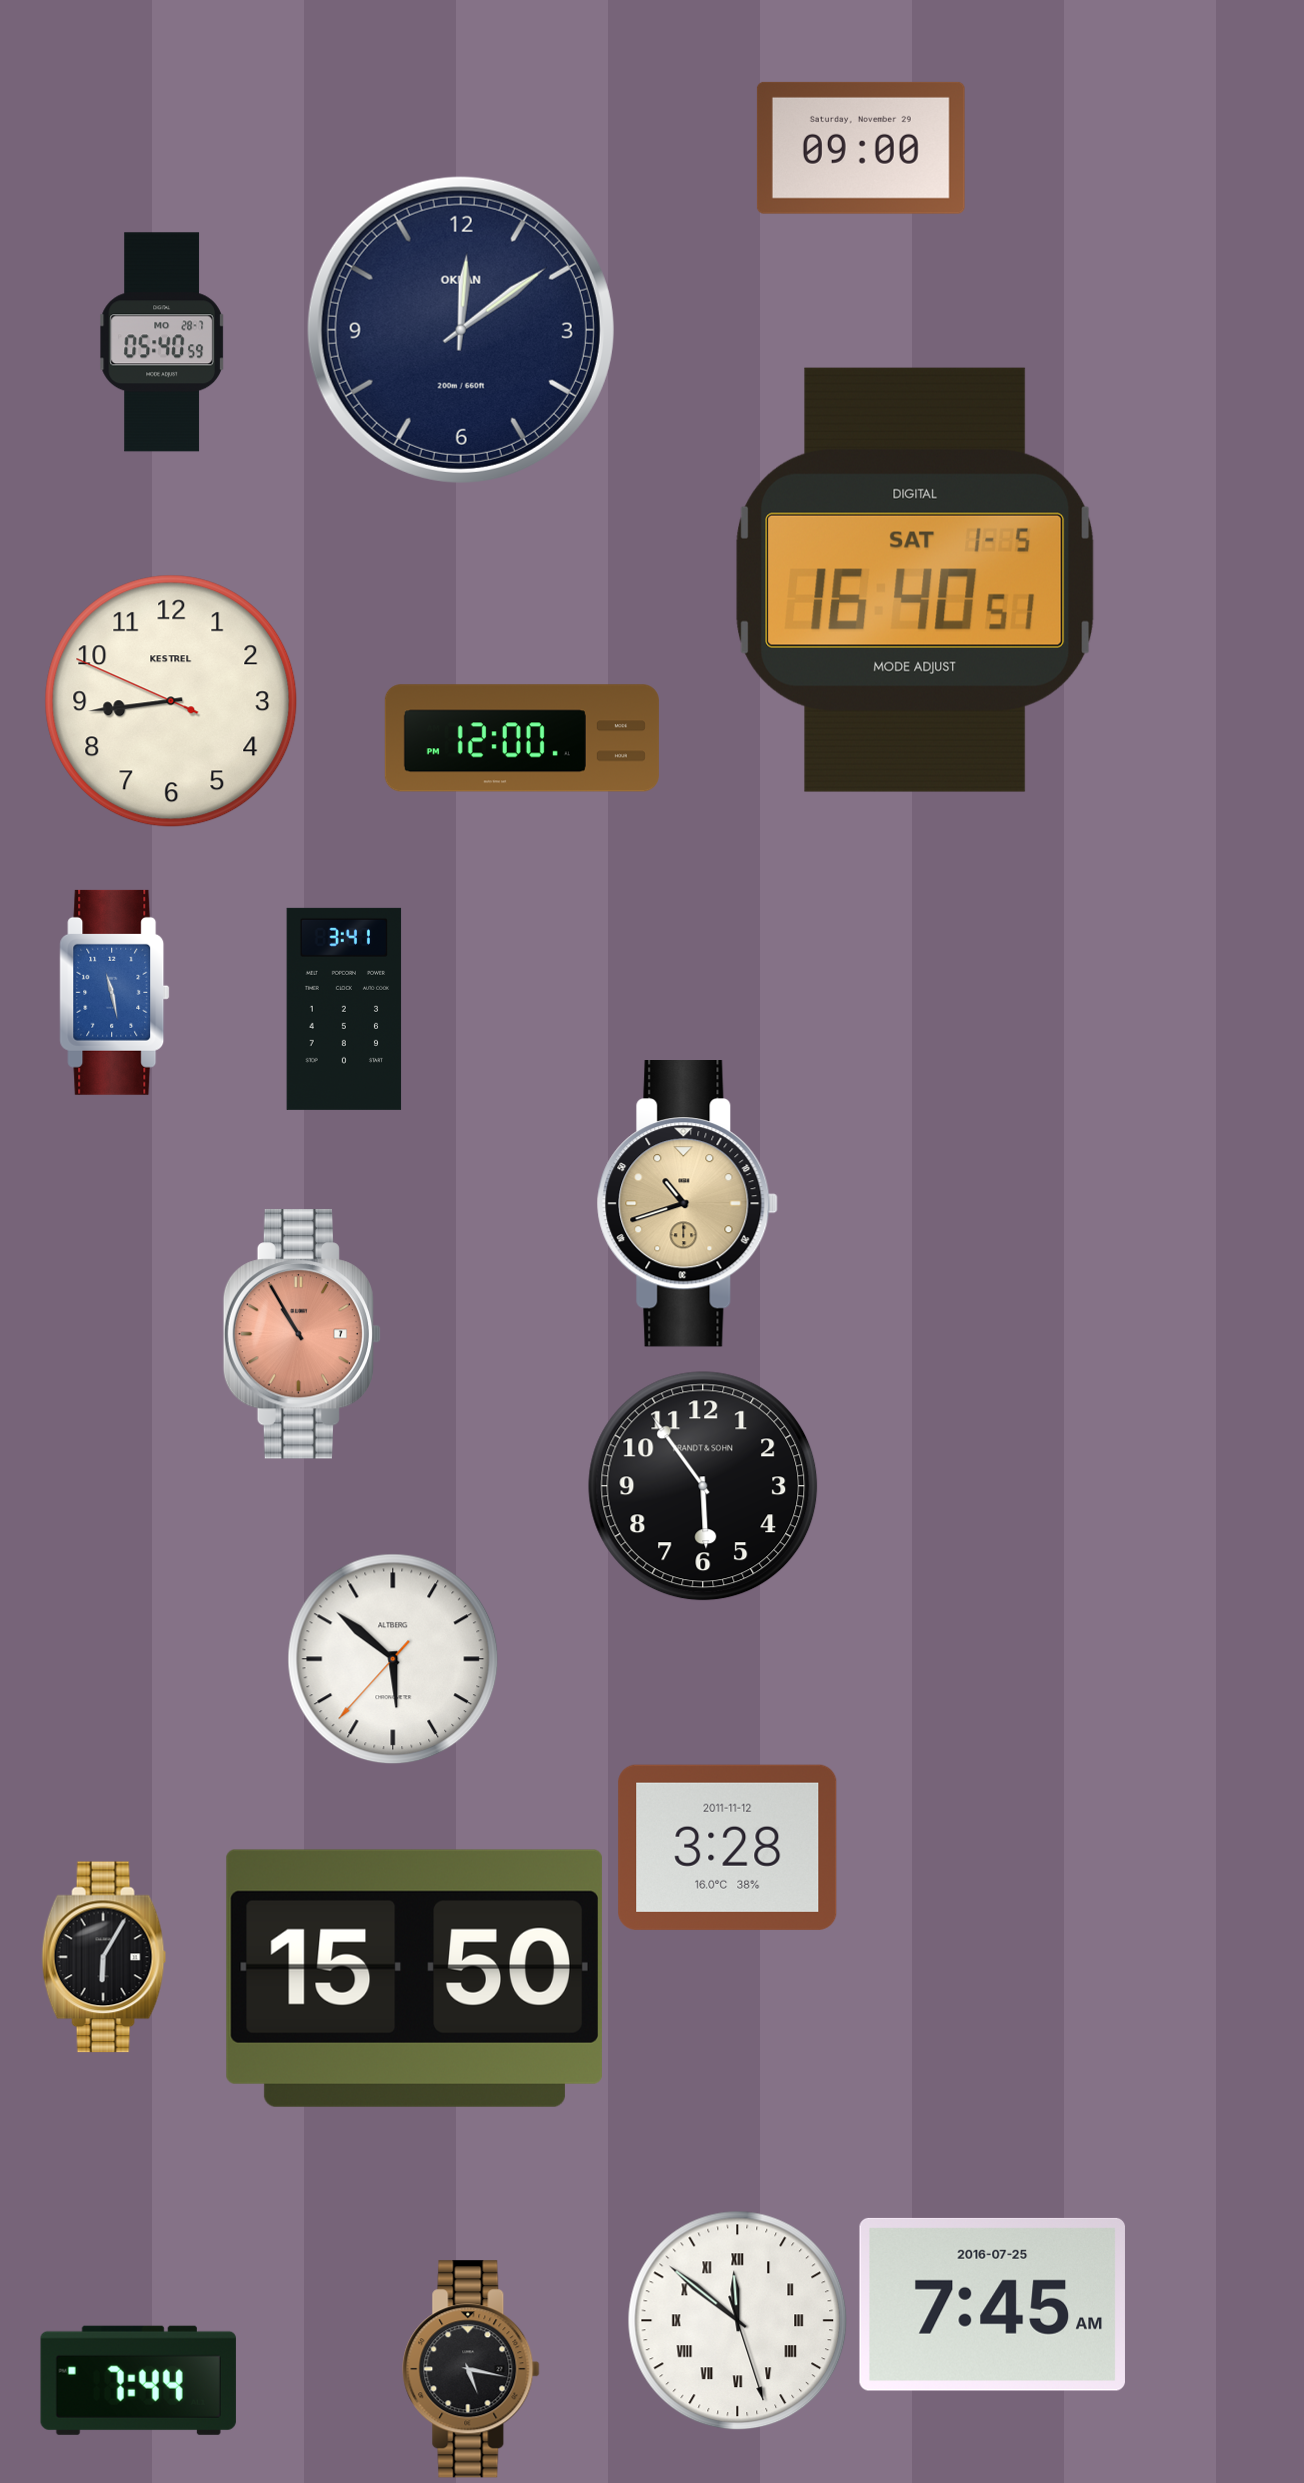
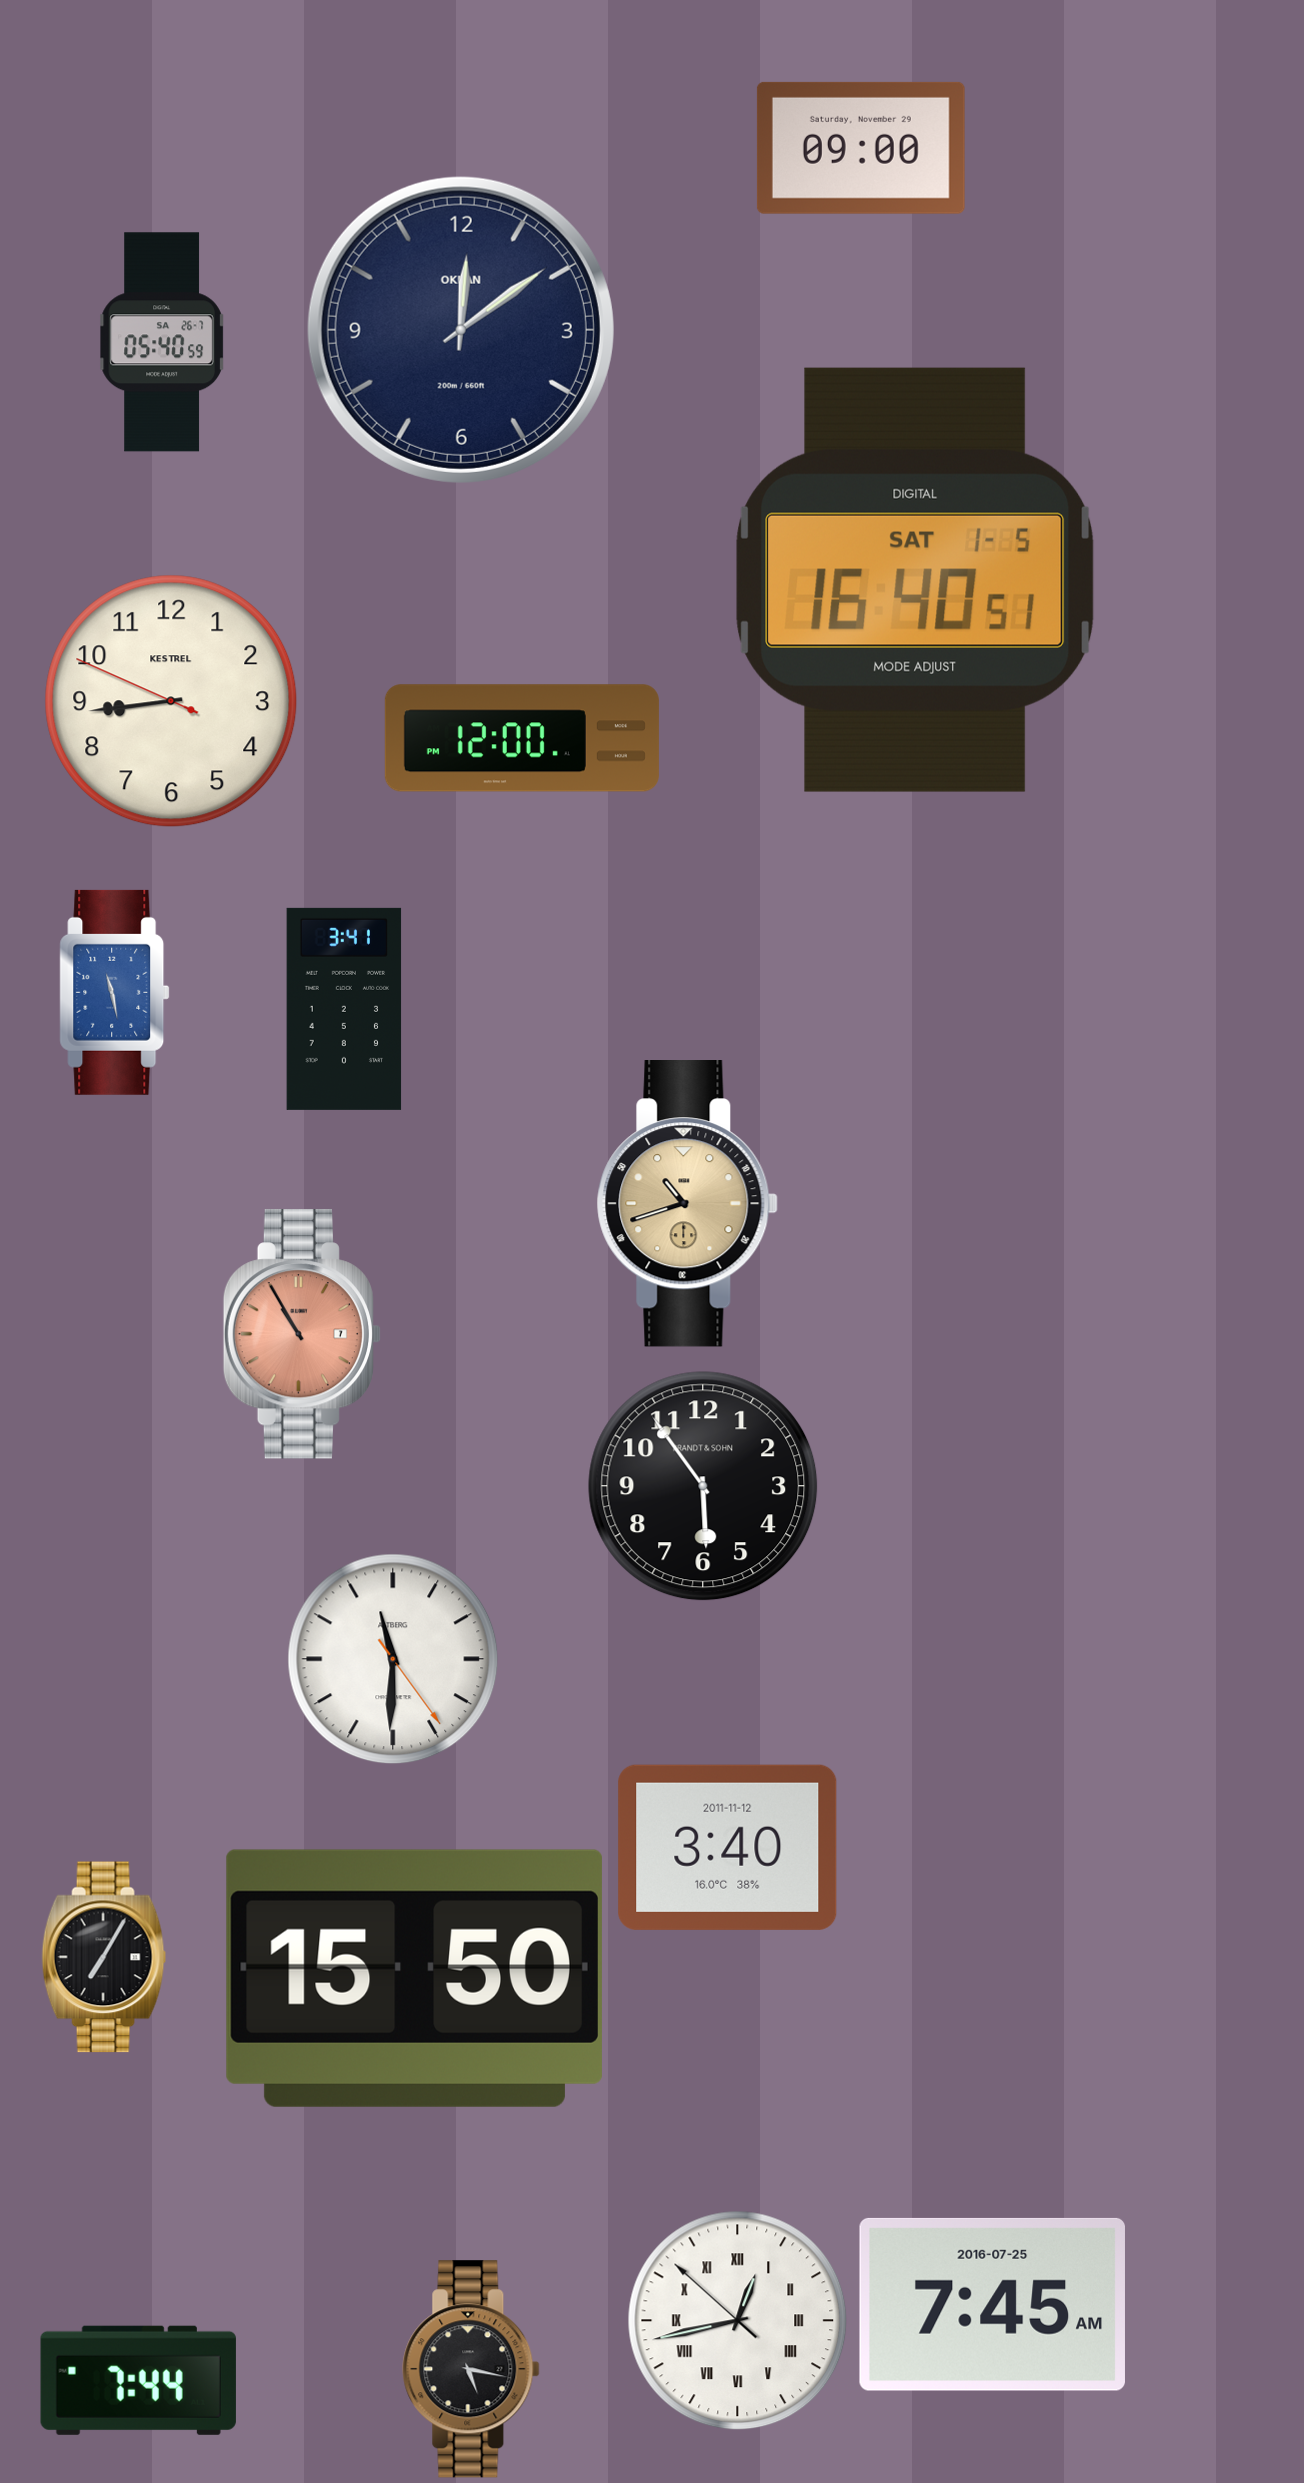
clock at (162, 342) date: MO 28-7 -> SA 26-7
clock at (393, 1659): 5:51 -> 11:30
clock at (728, 1847): 3:28 -> 3:40
clock at (104, 1957): 6:05 -> 7:05
clock at (738, 2321): 11:51 -> 12:42
